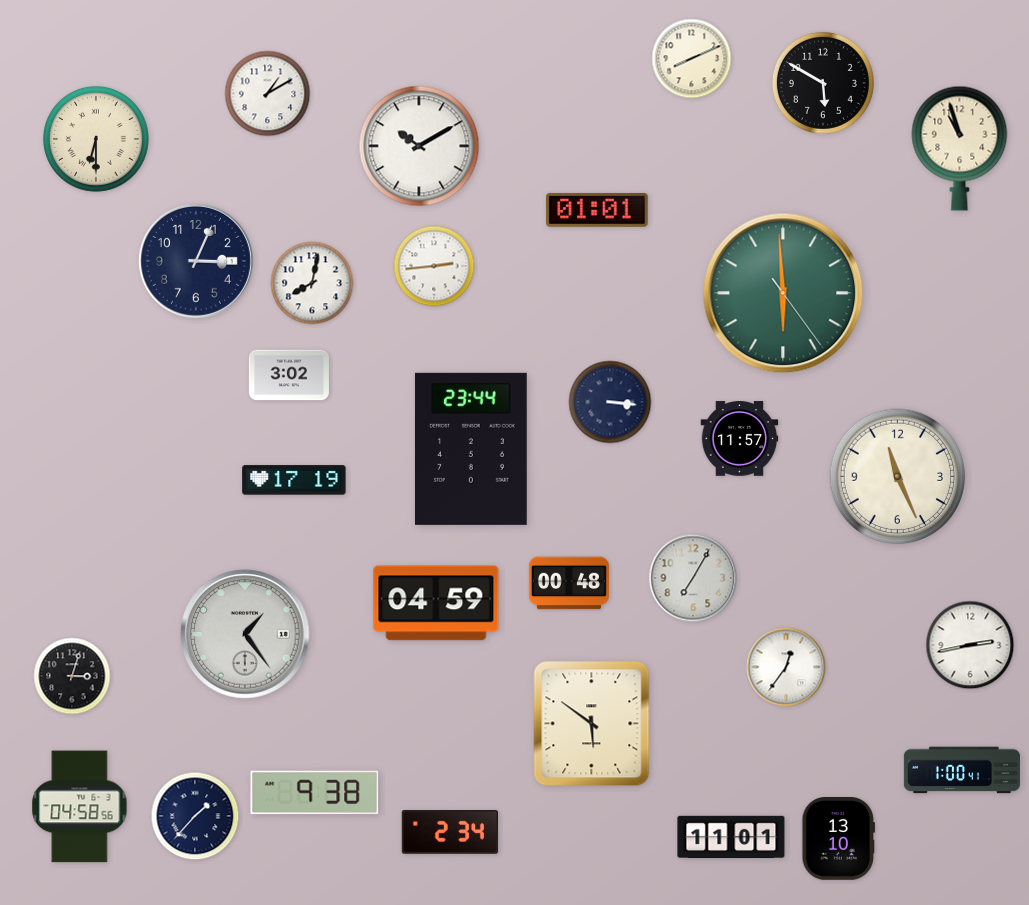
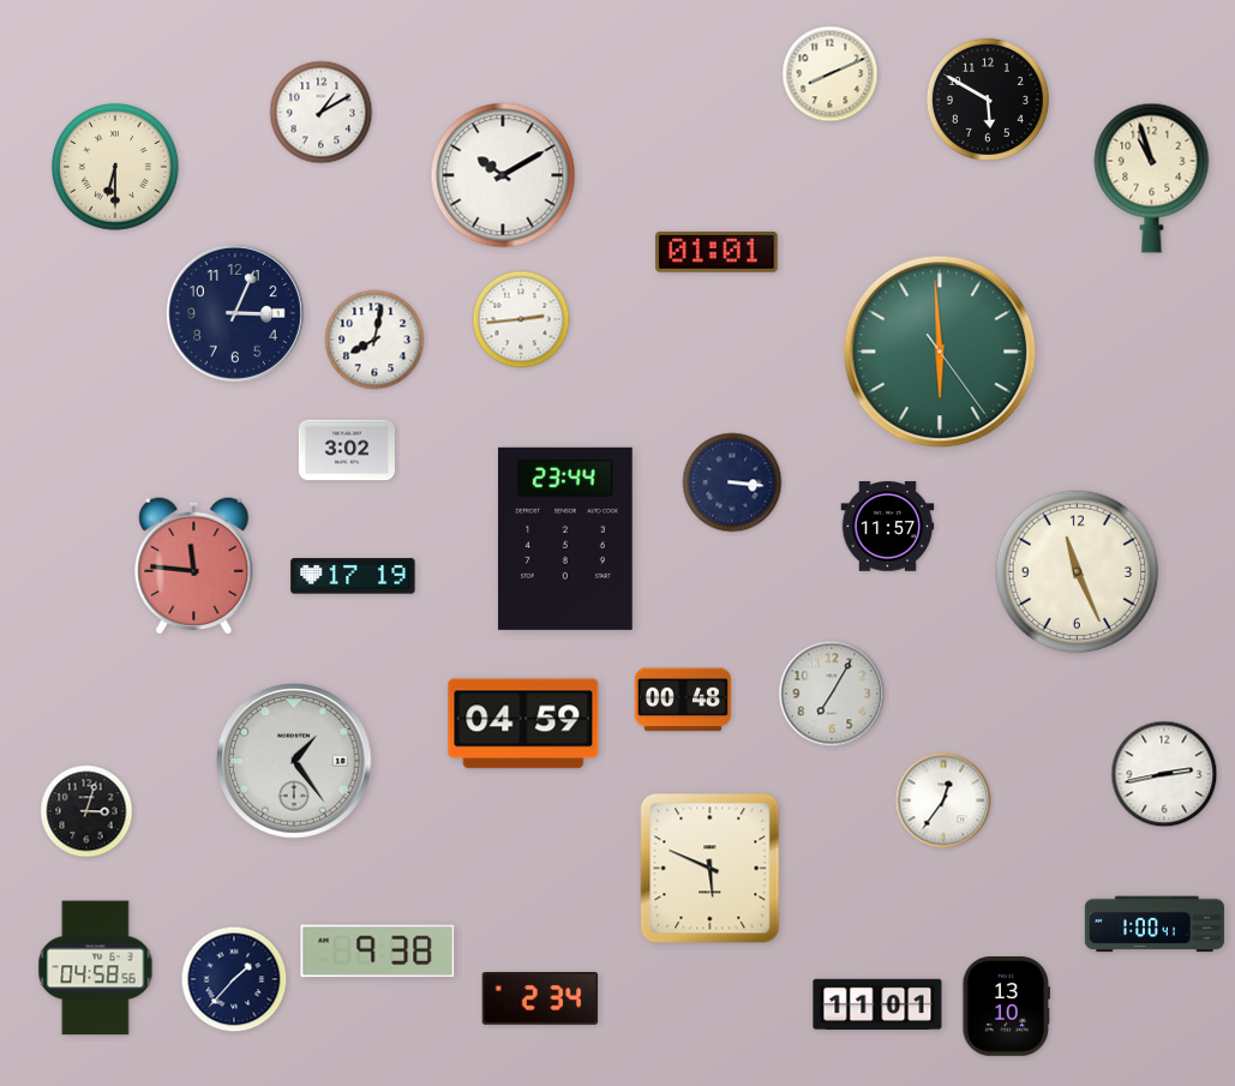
clock at (692, 59) position: (692, 59) -> (831, 74)
clock at (194, 565): none -> 11:46
clock at (592, 724): 5:51 -> 5:49
